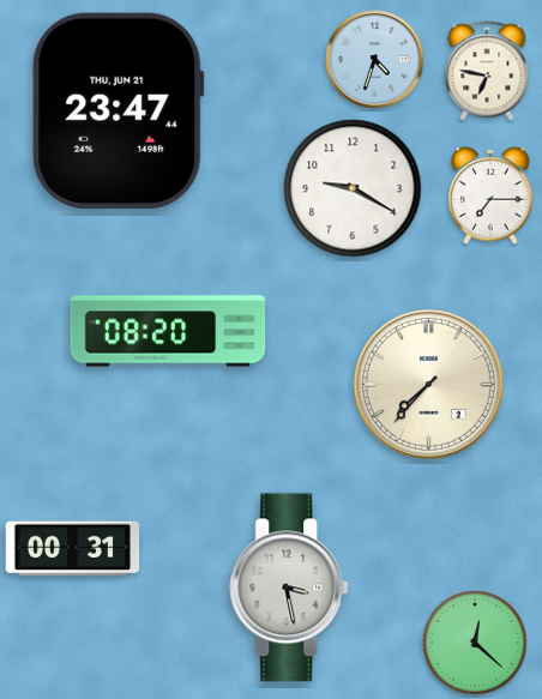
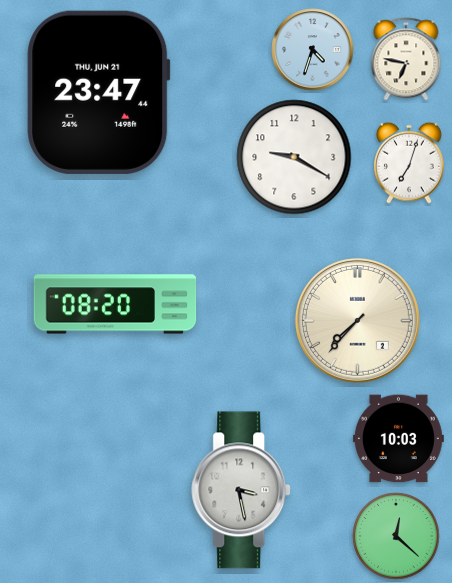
clock at (492, 195): 7:15 -> 7:03
clock at (168, 331) position: (168, 331) -> (115, 304)
clock at (398, 439): none -> 10:03
clock at (73, 549): 00:31 -> none
